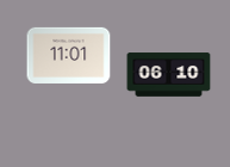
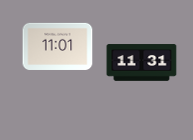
clock at (169, 75): 06:10 -> 11:31
